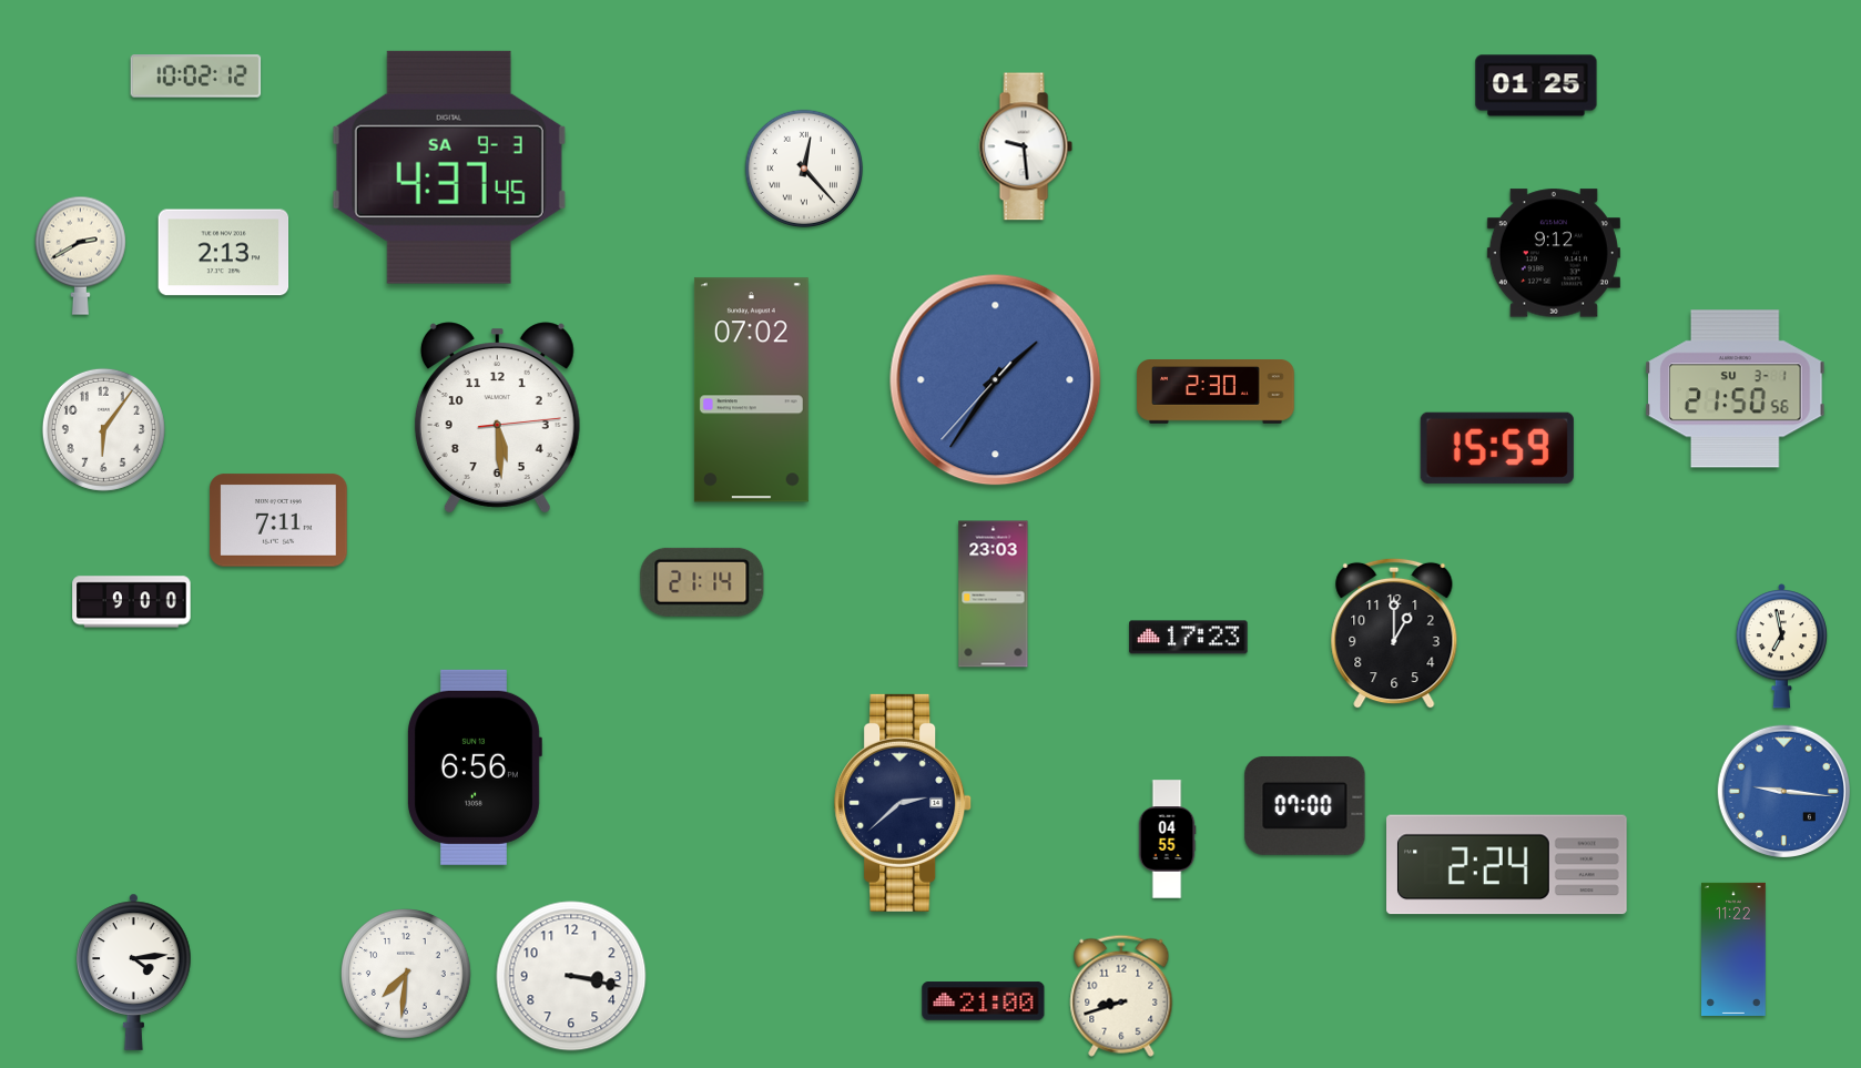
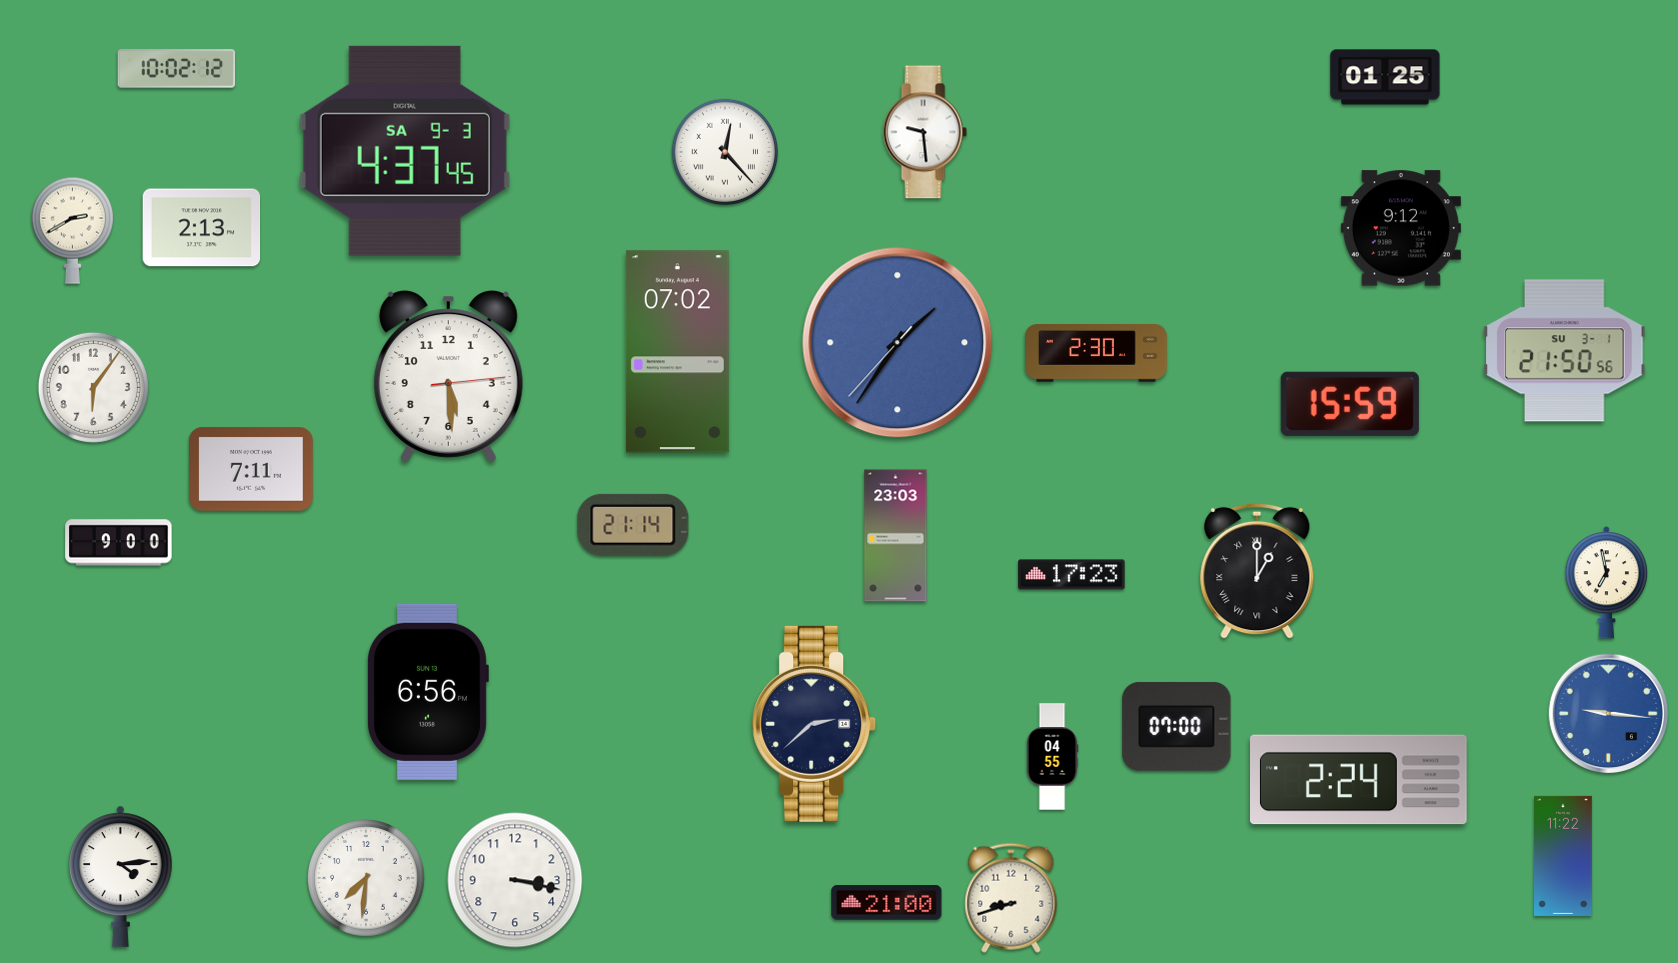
clock at (1394, 633) numerals: Arabic -> Roman
